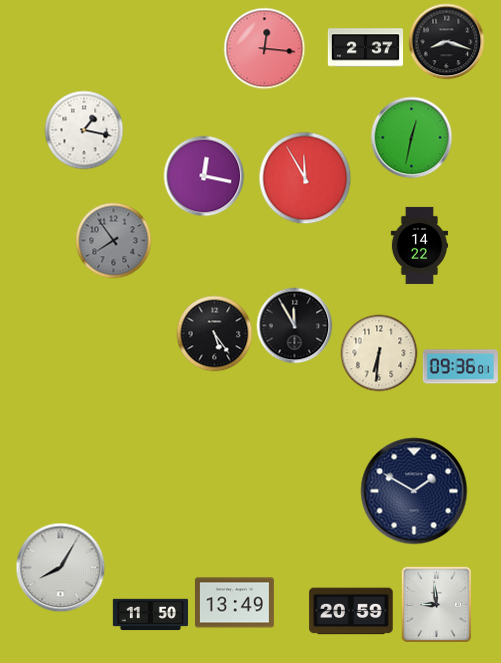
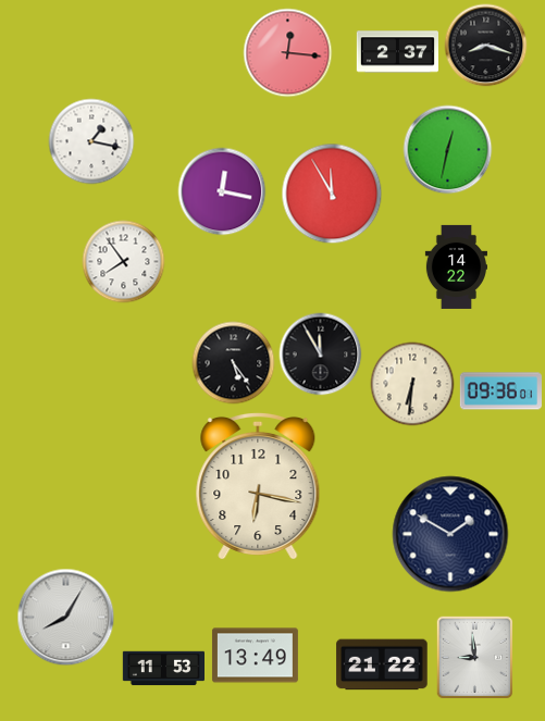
clock at (114, 241) dial: grey -> white
clock at (460, 367) position: (460, 367) -> (500, 391)
clock at (258, 486): none -> 6:17
clock at (351, 611): 20:59 -> 21:22
clock at (150, 615): 11:50 -> 11:53
